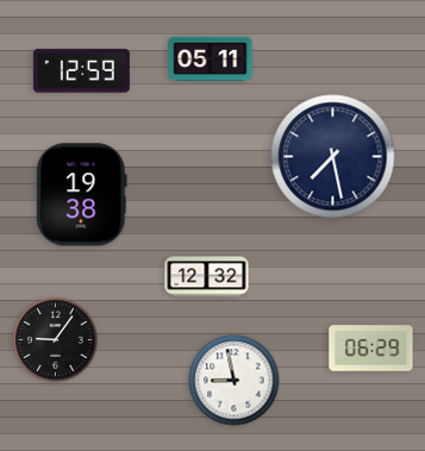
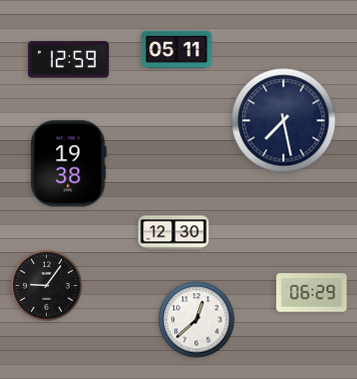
clock at (333, 157) position: (333, 157) -> (284, 121)
clock at (207, 277): 12:32 -> 12:30
clock at (235, 381): 8:58 -> 12:38
